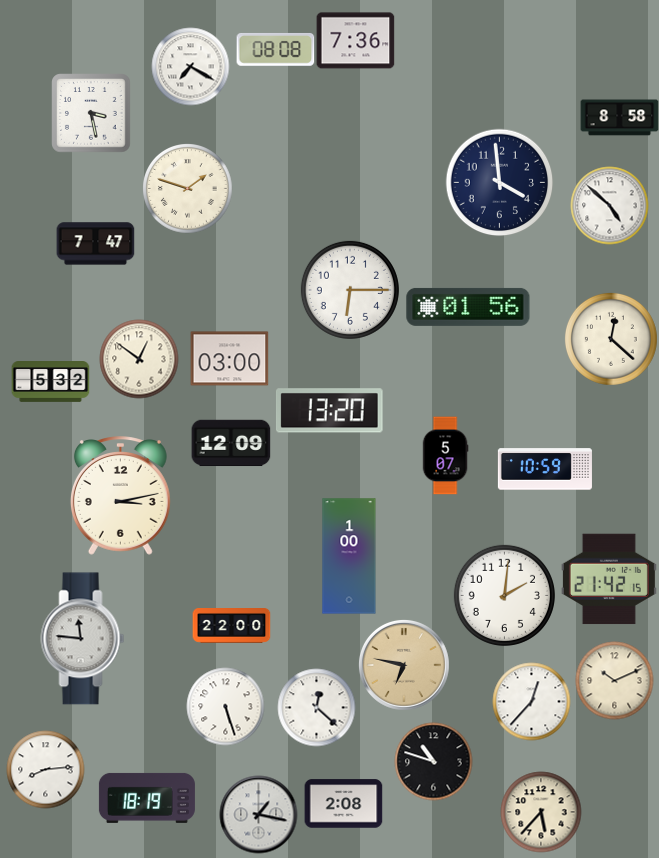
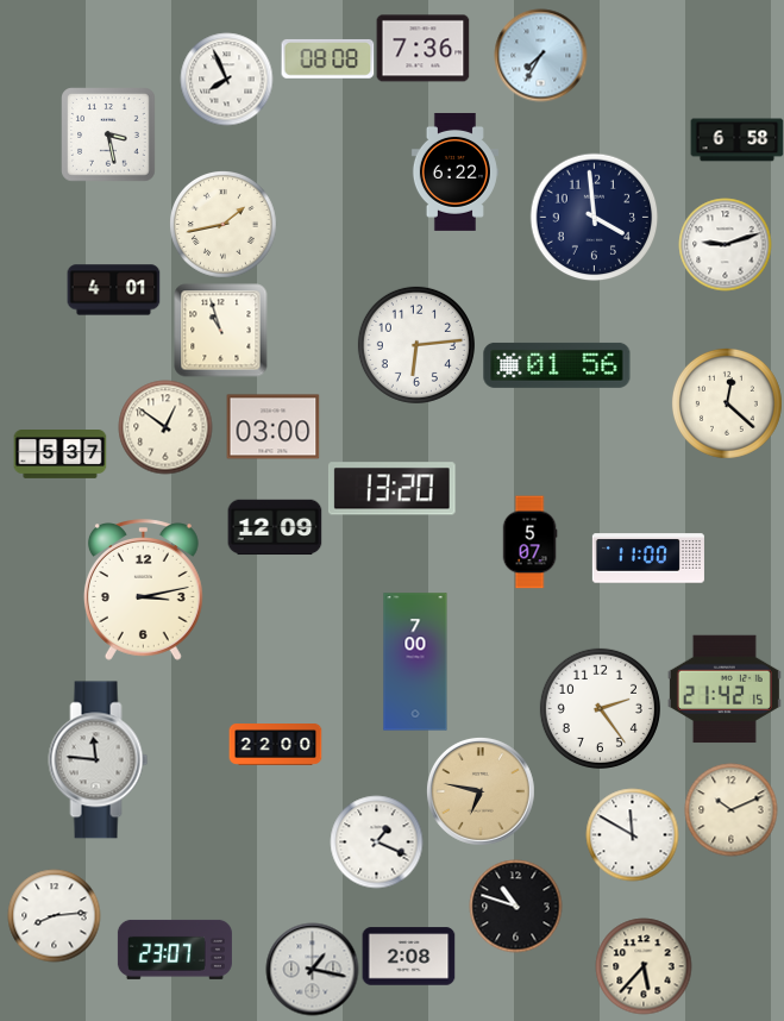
clock at (540, 55): none -> 7:35
clock at (190, 66): 7:20 -> 7:56
clock at (619, 118): 8:58 -> 6:58
clock at (454, 171): none -> 6:22
clock at (187, 188): 1:48 -> 1:43
clock at (609, 205): 4:52 -> 9:12
clock at (95, 244): 7:47 -> 4:01
clock at (220, 330): none -> 10:57
clock at (350, 290): 6:15 -> 6:14
clock at (50, 382): 5:32 -> 5:37
clock at (545, 469): 10:59 -> 11:00
clock at (349, 556): 1:00 -> 7:00
clock at (504, 595): 2:01 -> 2:24
clock at (531, 701): 12:37 -> 11:50
clock at (225, 706): 5:27 -> none
clock at (316, 707): 12:22 -> 1:19
clock at (147, 798): 18:19 -> 23:07
clock at (258, 814) position: (258, 814) -> (312, 969)
